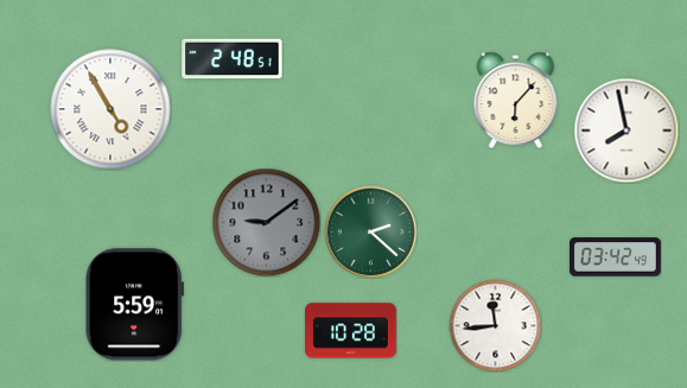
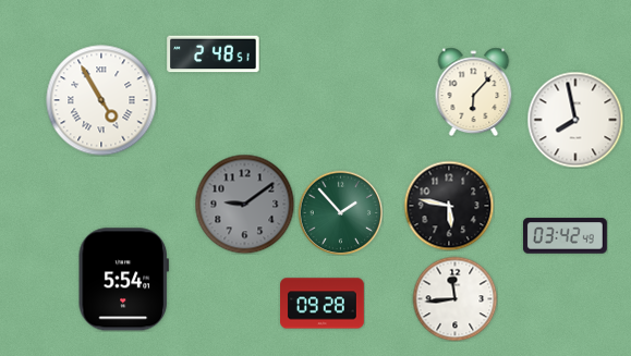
clock at (449, 206): none -> 5:47
clock at (370, 231): 2:22 -> 1:53
clock at (134, 305): 5:59 -> 5:54
clock at (351, 331): 10:28 -> 09:28
